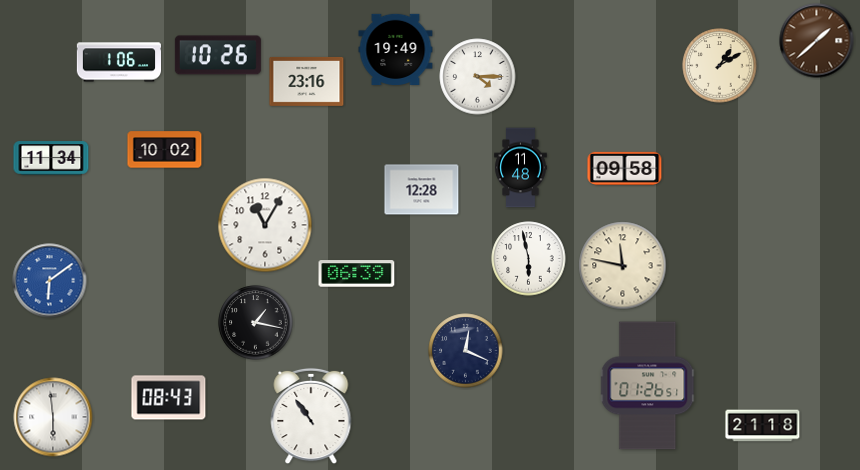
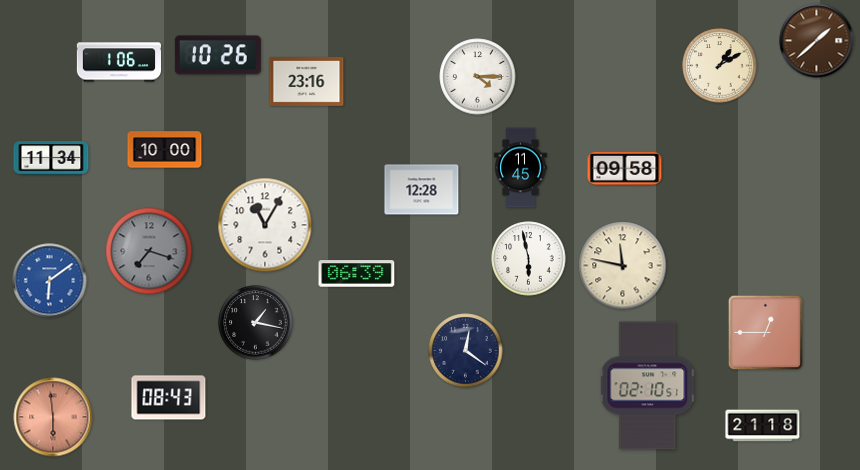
clock at (396, 49): 19:49 -> none
clock at (165, 150): 10:02 -> 10:00
clock at (521, 168): 11:48 -> 11:45
clock at (149, 251): none -> 7:18
clock at (765, 332): none -> 12:45
clock at (466, 351): 12:19 -> 12:21
clock at (648, 386): 01:26 -> 02:10
clock at (311, 416): 10:54 -> none
clock at (53, 417) dial: white -> salmon
